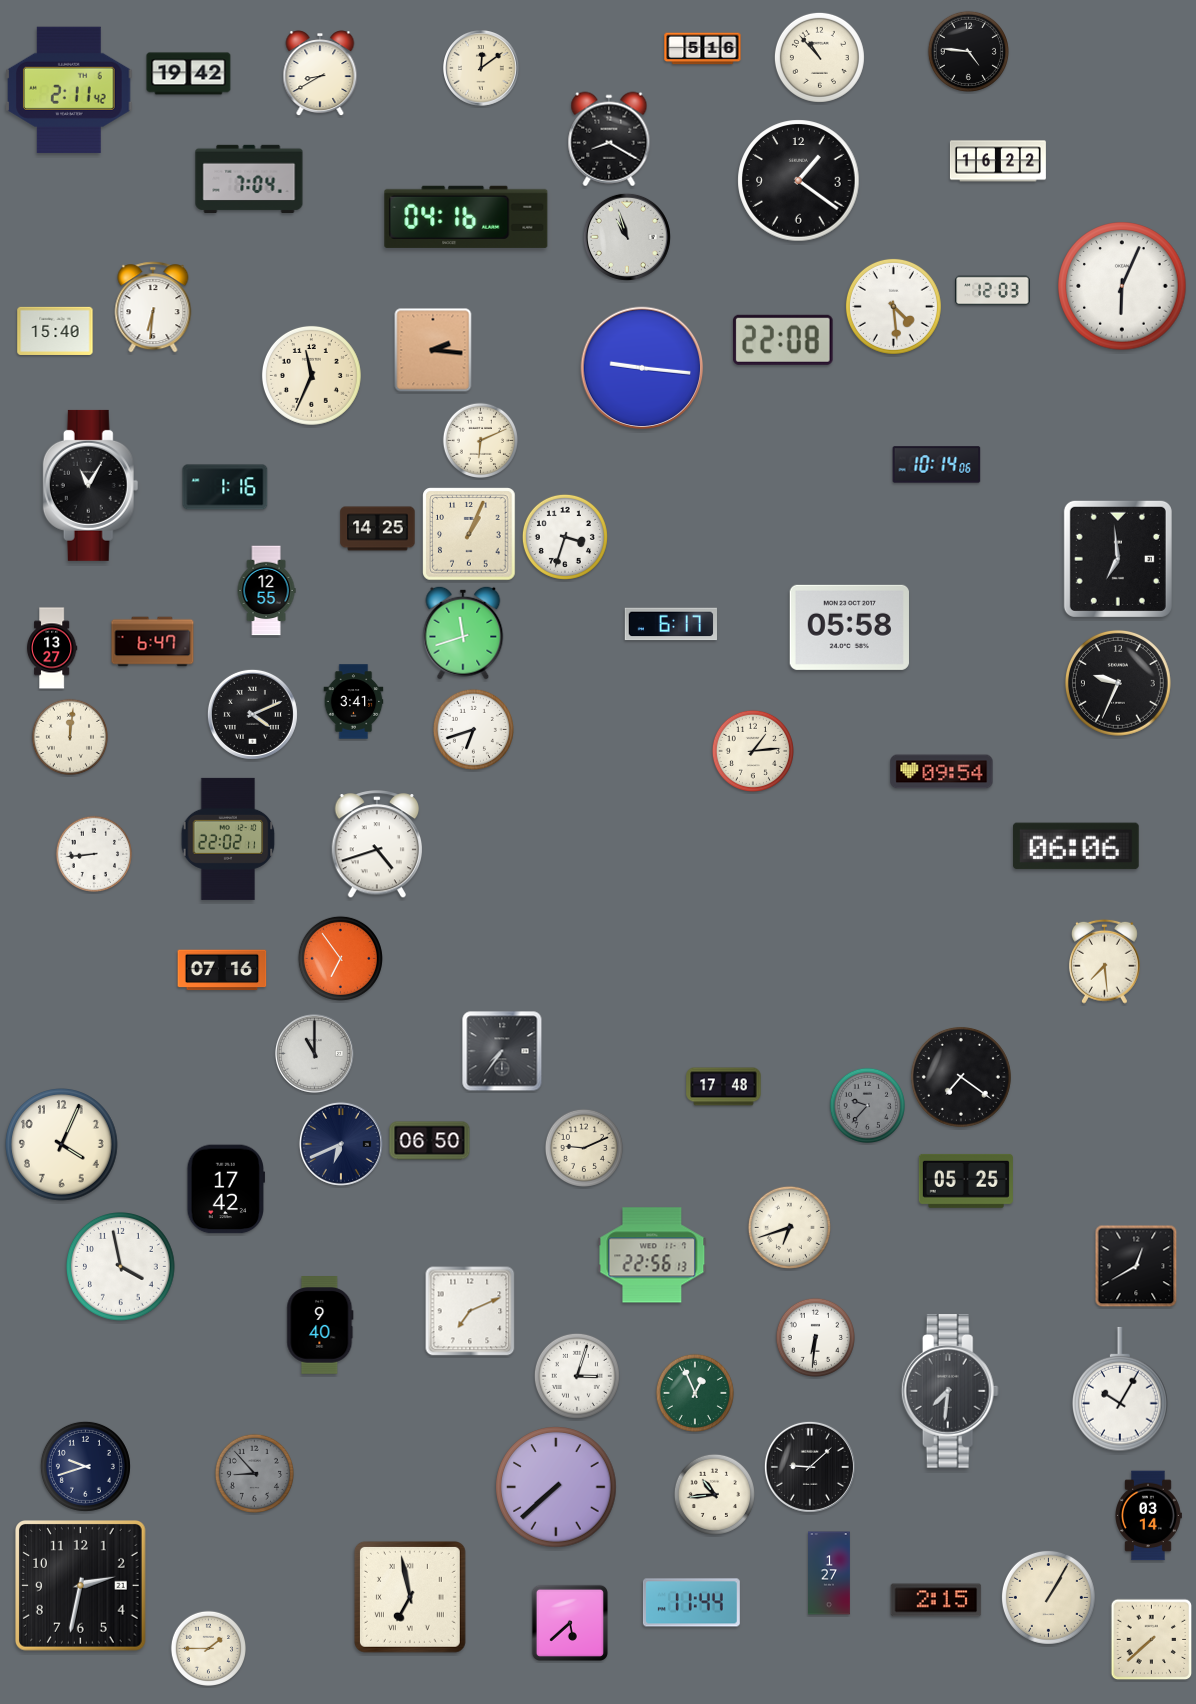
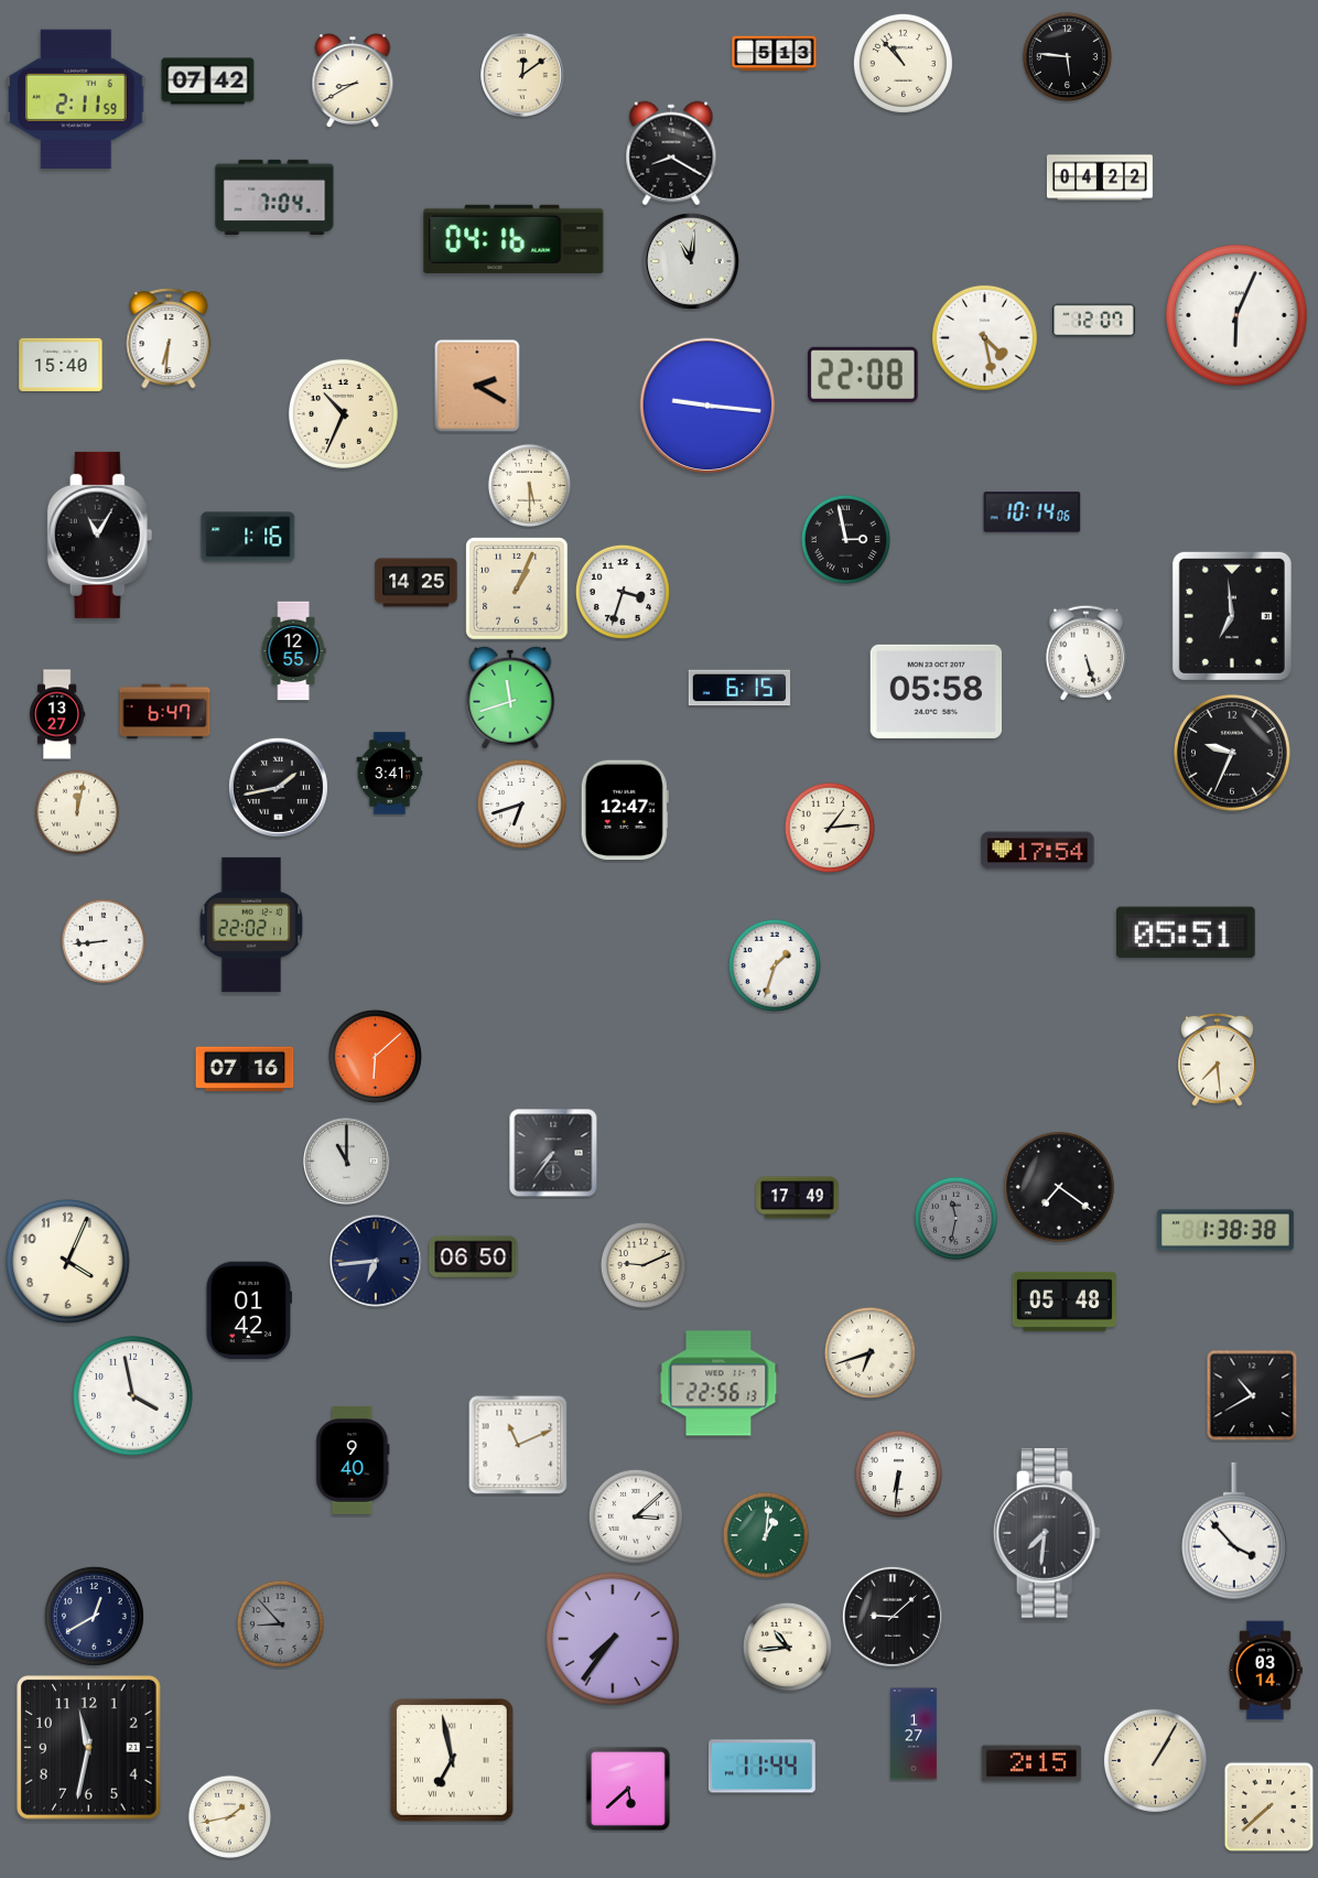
clock at (703, 49): 5:16 -> 5:13
clock at (968, 51): 4:46 -> 5:46
clock at (482, 69) position: (482, 69) -> (523, 76)
clock at (189, 74): 19:42 -> 07:42
clock at (69, 90): 2:11:42 -> 2:11:59
clock at (998, 161): 16:22 -> 04:22
clock at (799, 181): 1:21 -> none
clock at (627, 237): 10:57 -> 11:01
clock at (993, 291): 12:03 -> 12:07
clock at (893, 306): 4:29 -> 4:28
clock at (433, 350): 2:16 -> 2:20
clock at (311, 375): 11:34 -> 10:34
clock at (480, 440): 6:11 -> 5:30
clock at (845, 539): none -> 2:58
clock at (1085, 652): none -> 5:27
clock at (670, 624): 6:17 -> 6:15
clock at (153, 642) position: (153, 642) -> (165, 712)
clock at (252, 714): 4:11 -> 1:43
clock at (625, 810): none -> 12:47
clock at (69, 736): 12:01 -> 12:02
clock at (942, 772): 09:54 -> 17:54
clock at (376, 845): 4:42 -> none
clock at (1076, 846): 06:06 -> 05:51
clock at (775, 965): none -> 1:33
clock at (340, 958): 6:54 -> 6:08
clock at (502, 1051) position: (502, 1051) -> (553, 1153)
clock at (724, 1087): 17:48 -> 17:49
clock at (867, 1105): 9:37 -> 11:32
clock at (1225, 1230): none -> 1:38
clock at (341, 1144): 6:41 -> 6:44
clock at (966, 1181): 05:25 -> 05:48
clock at (225, 1189): 17:42 -> 01:42
clock at (1136, 1266): 12:40 -> 10:40
clock at (470, 1311): 7:11 -> 11:11
clock at (577, 1376): 3:03 -> 3:08
clock at (1120, 1389): 10:05 -> 3:53
clock at (695, 1393): 12:56 -> 1:01
clock at (85, 1466): 9:42 -> 12:40
clock at (556, 1487): 7:38 -> 7:36
clock at (81, 1586): 2:32 -> 11:32
clock at (208, 1648): 1:45 -> 1:43
